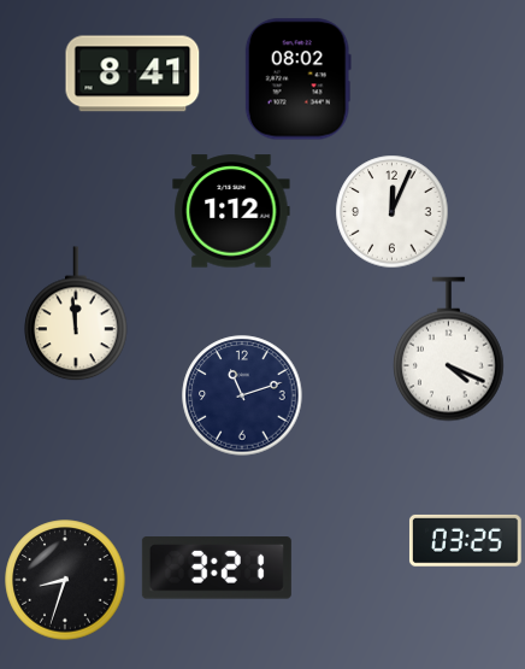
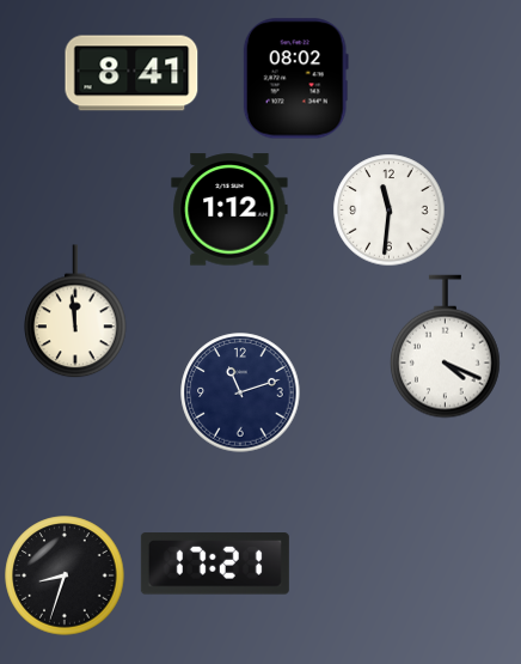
clock at (393, 212): 12:04 -> 11:31
clock at (465, 540): 03:25 -> none
clock at (217, 568): 3:21 -> 17:21
